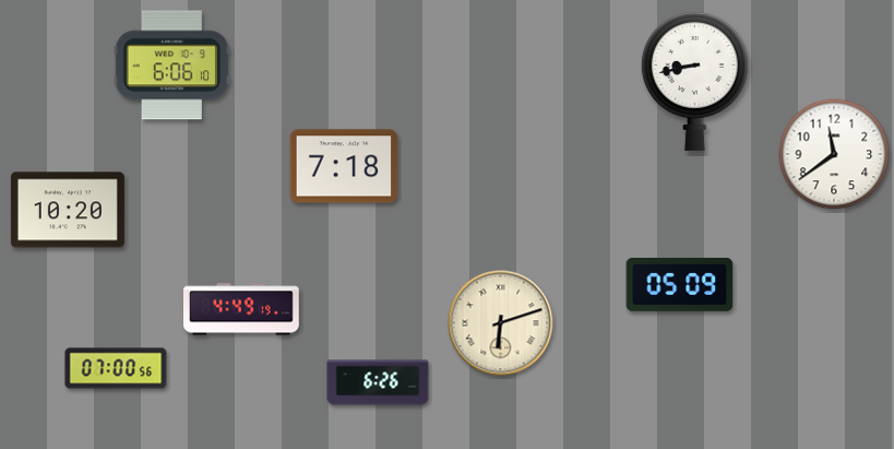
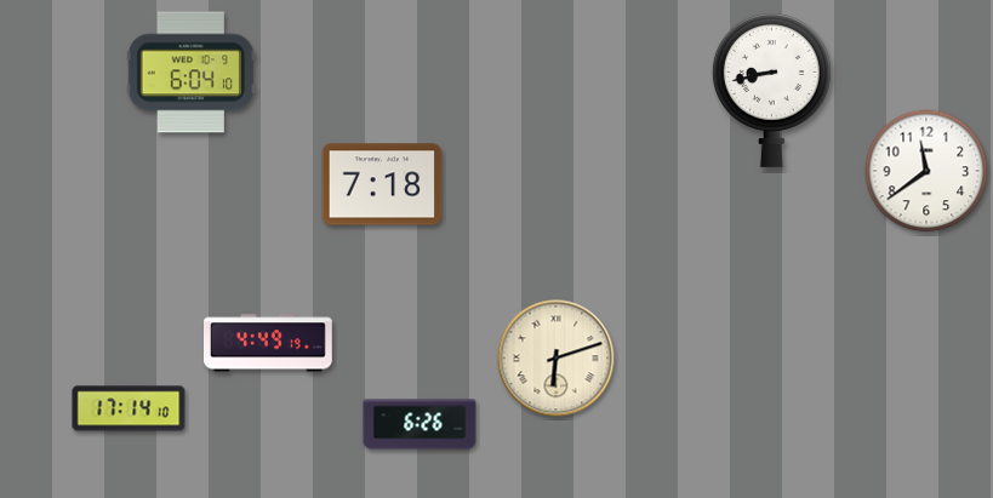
clock at (171, 66): 6:06 -> 6:04
clock at (68, 210): 10:20 -> none
clock at (680, 284): 05:09 -> none
clock at (116, 368): 07:00 -> 17:14
